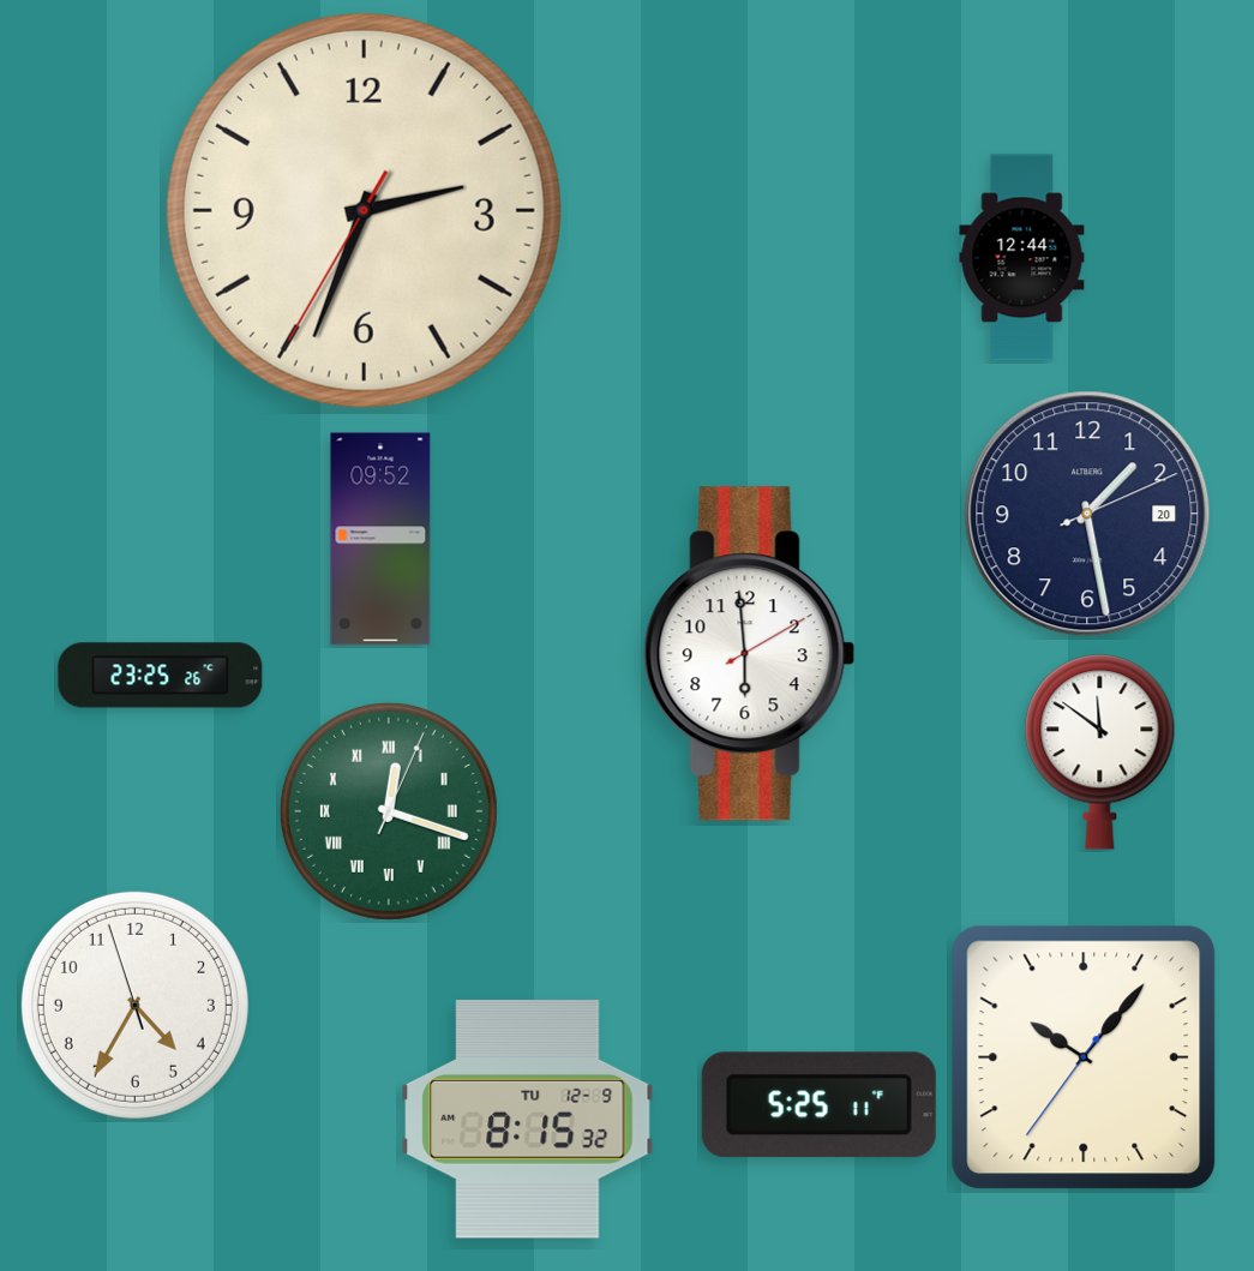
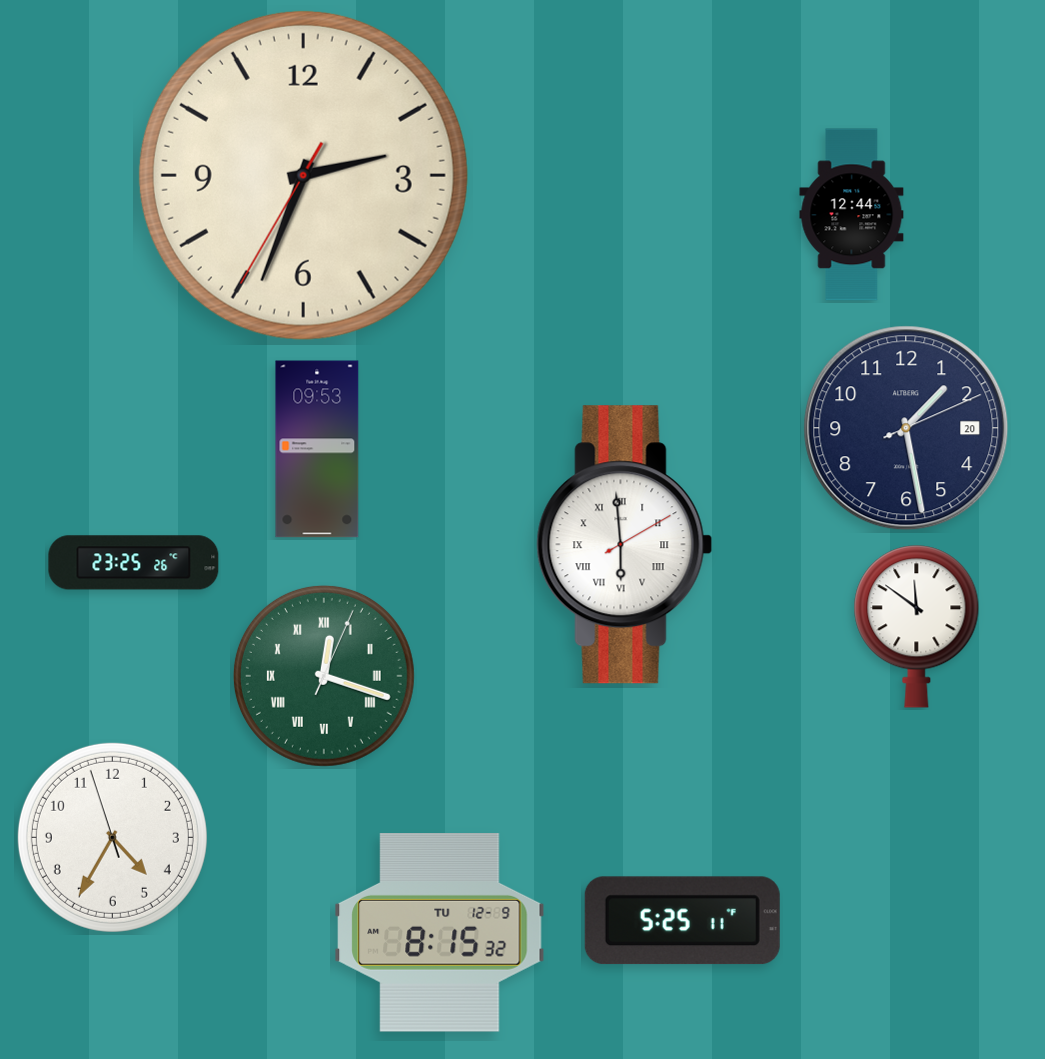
clock at (380, 539): 09:52 -> 09:53
clock at (750, 654) numerals: Arabic -> Roman
clock at (1084, 1057): 10:06 -> none
